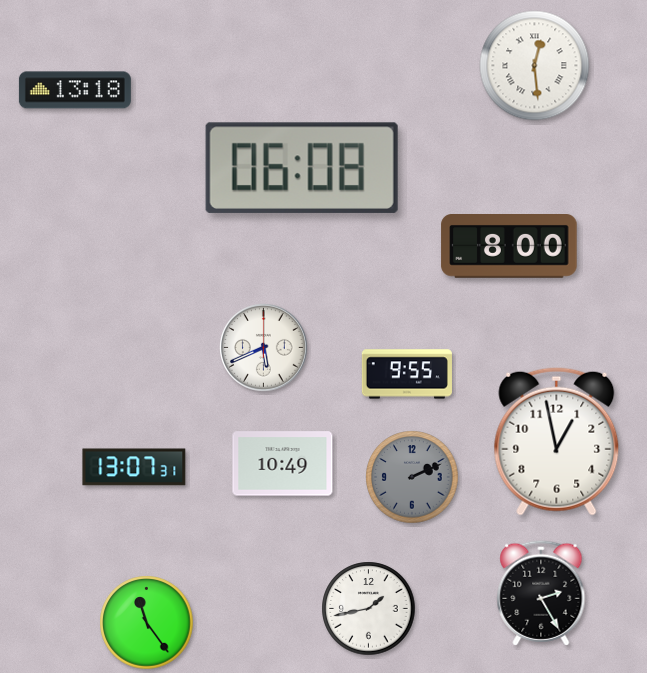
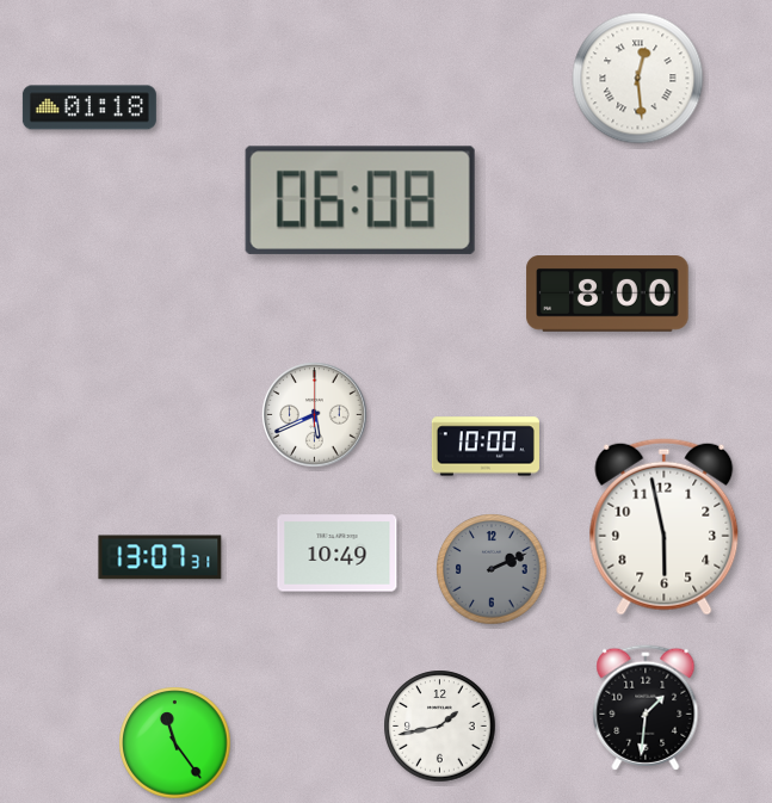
clock at (75, 90): 13:18 -> 01:18
clock at (407, 374): 9:55 -> 10:00
clock at (557, 441): 12:58 -> 5:58
clock at (541, 593): 2:25 -> 1:31
